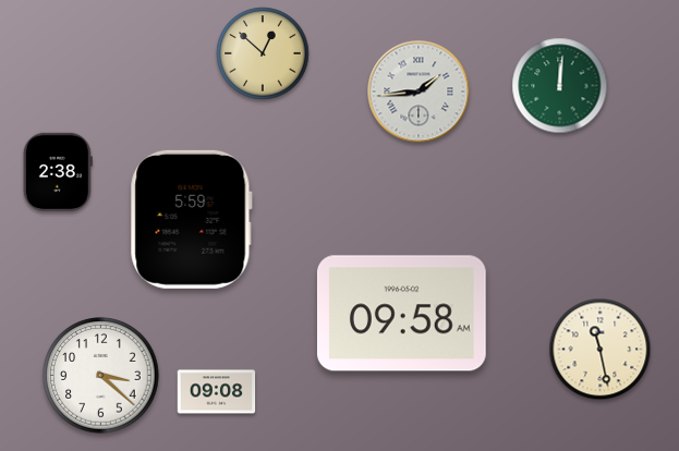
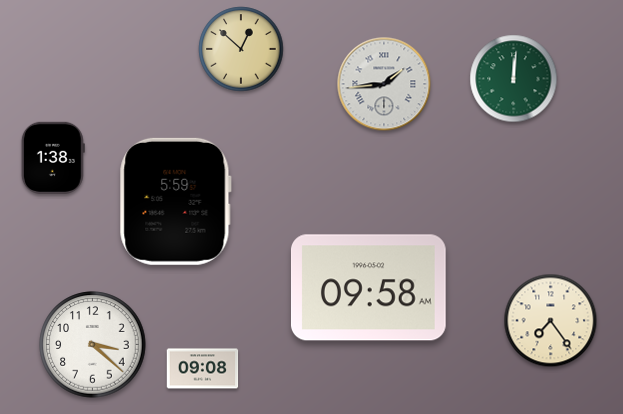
clock at (58, 172): 2:38 -> 1:38
clock at (601, 350): 11:28 -> 7:24
clock at (217, 392) position: (217, 392) -> (203, 369)
